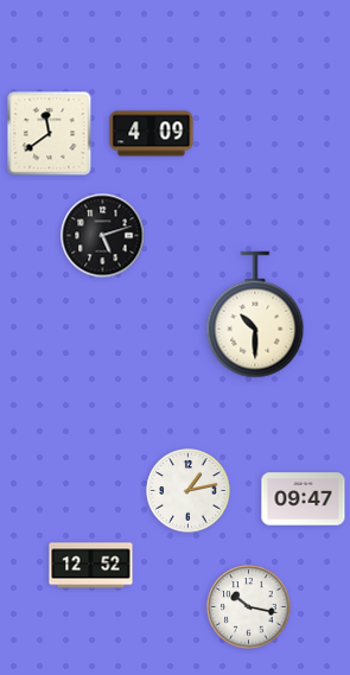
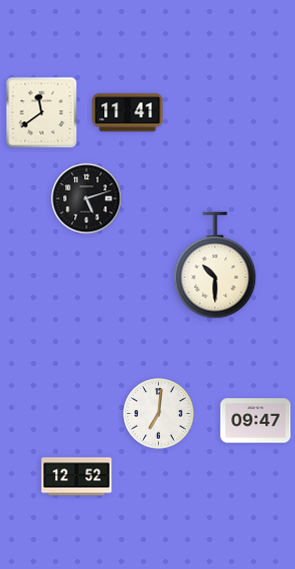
clock at (152, 134): 4:09 -> 11:41
clock at (189, 491): 1:13 -> 7:01
clock at (249, 607): 10:17 -> none
